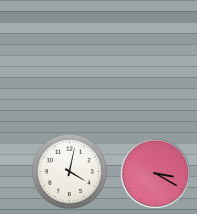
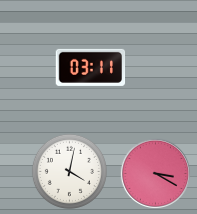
clock at (91, 67): none -> 03:11
